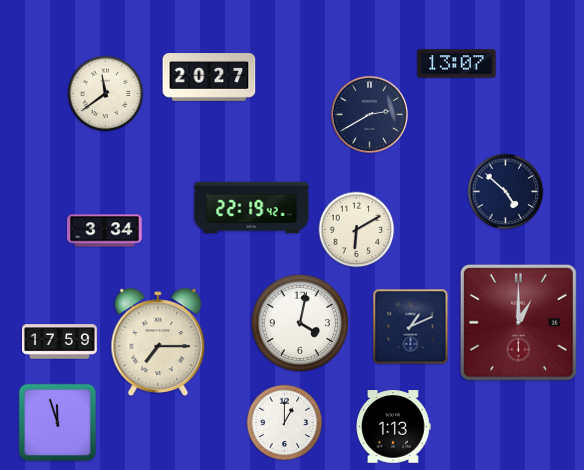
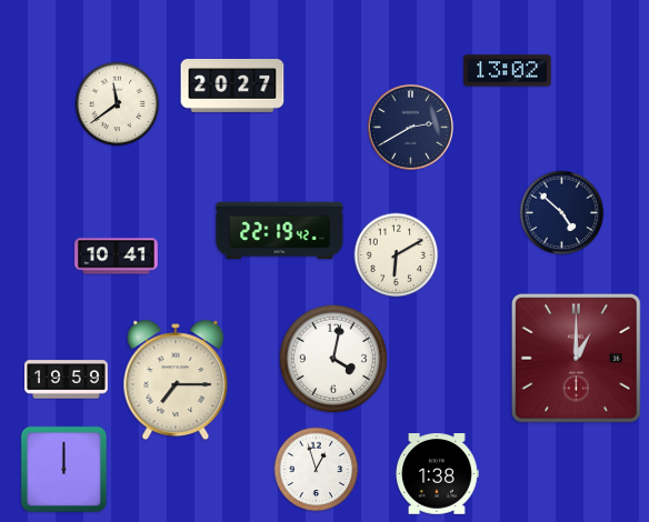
clock at (457, 64): 13:07 -> 13:02
clock at (105, 231): 3:34 -> 10:41
clock at (411, 327): 1:11 -> none
clock at (60, 342): 17:59 -> 19:59
clock at (57, 422): 11:57 -> 12:00
clock at (285, 423): 1:00 -> 12:57
clock at (393, 427): 1:13 -> 1:38
